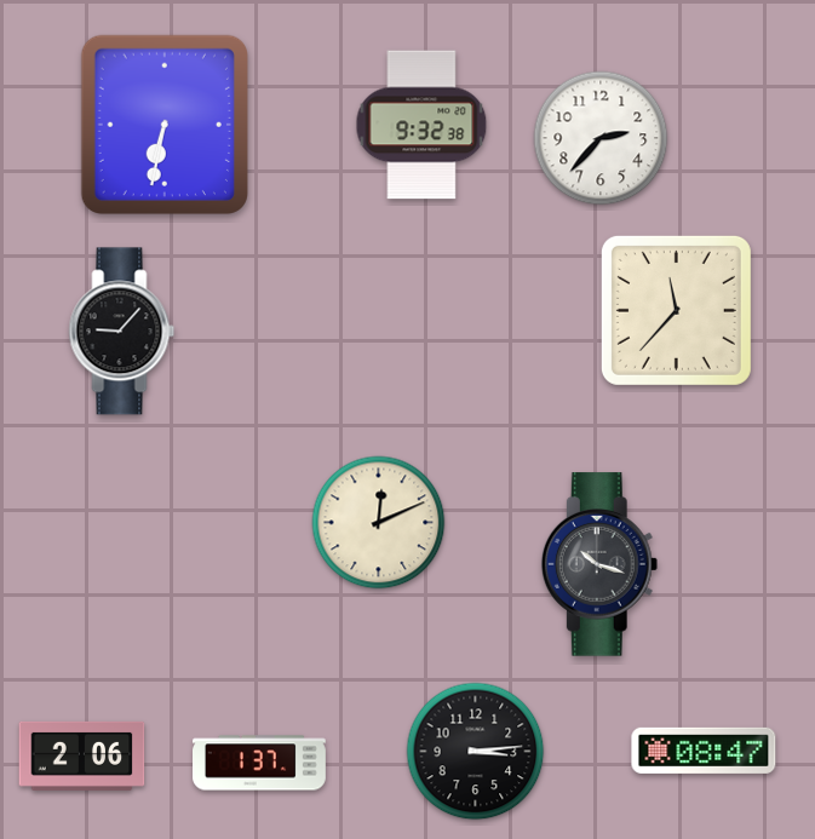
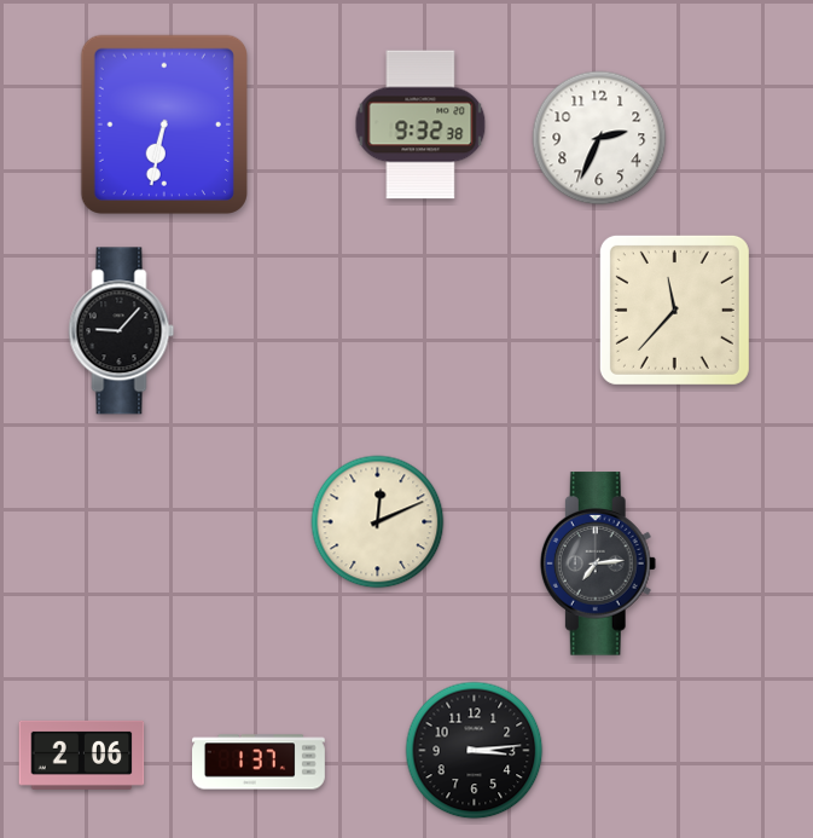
clock at (601, 138): 2:37 -> 2:34
clock at (599, 564): 10:18 -> 7:14
clock at (704, 751): 08:47 -> none
